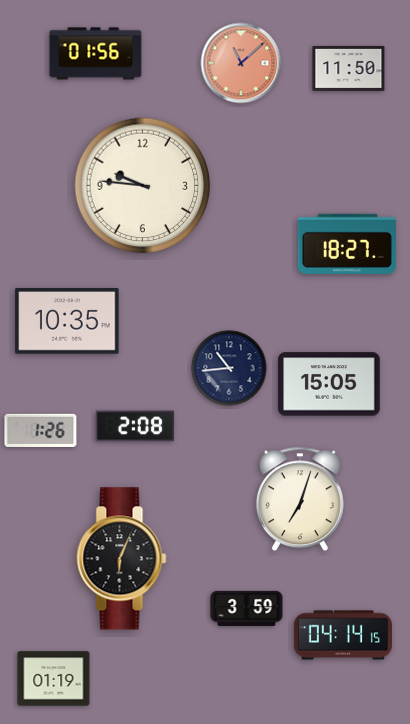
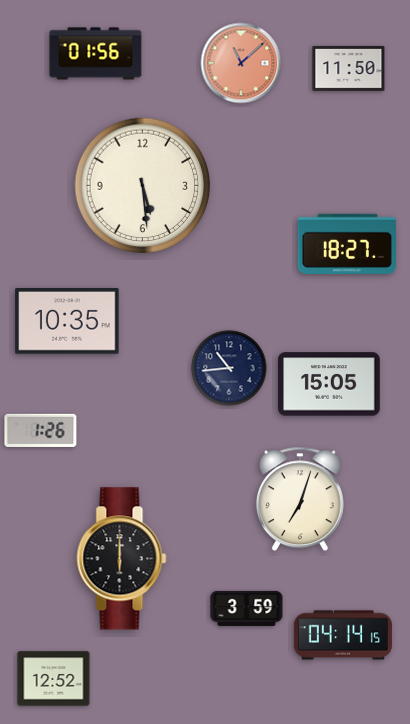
clock at (143, 186): 9:46 -> 5:29
clock at (135, 426): 2:08 -> none
clock at (122, 559): 6:04 -> 6:00
clock at (54, 679): 01:19 -> 12:52
